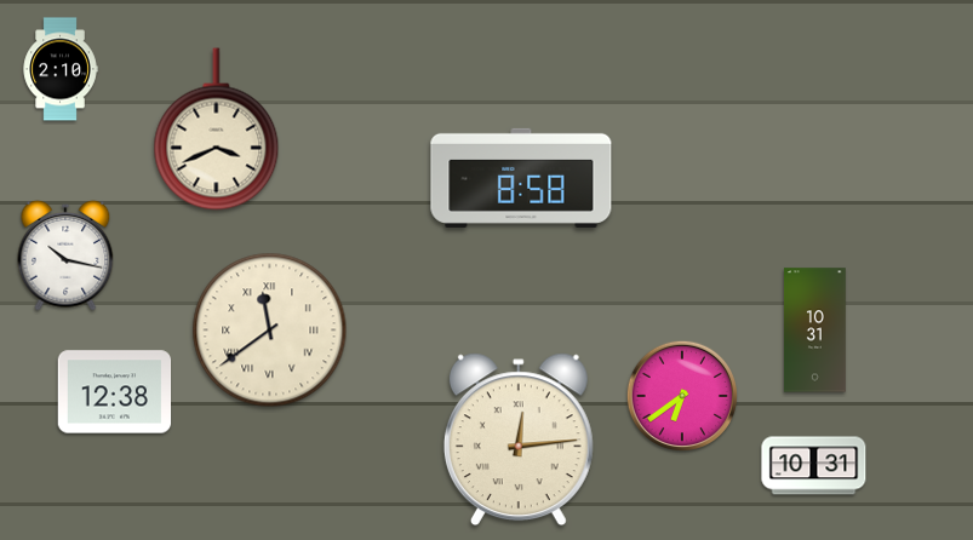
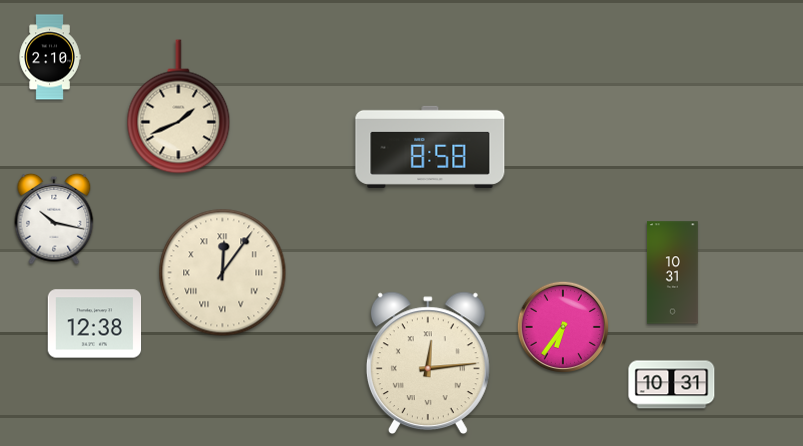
clock at (217, 130): 3:41 -> 1:41
clock at (65, 255) position: (65, 255) -> (54, 219)
clock at (270, 331): 11:39 -> 12:06
clock at (681, 395): 6:39 -> 6:36
